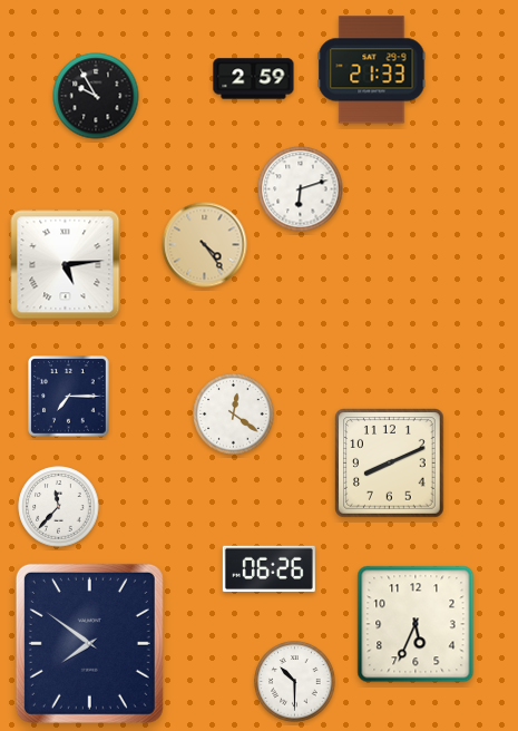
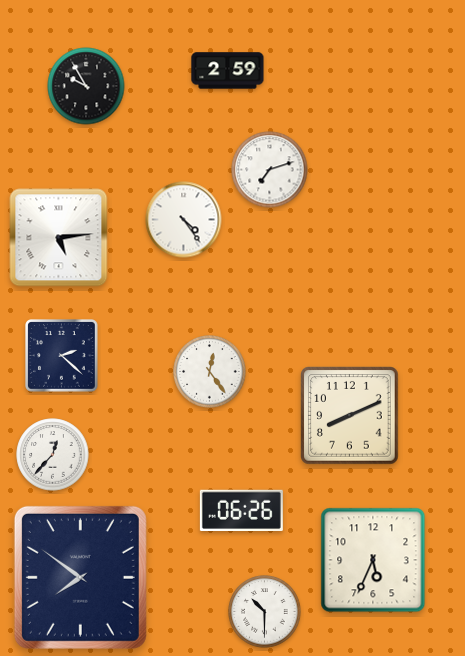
clock at (372, 70): 21:33 -> none
clock at (301, 189): 6:12 -> 7:12
clock at (205, 245) dial: champagne -> white
clock at (69, 397): 7:15 -> 2:22
clock at (234, 415): 12:21 -> 12:24
clock at (59, 507): 11:37 -> 12:37
